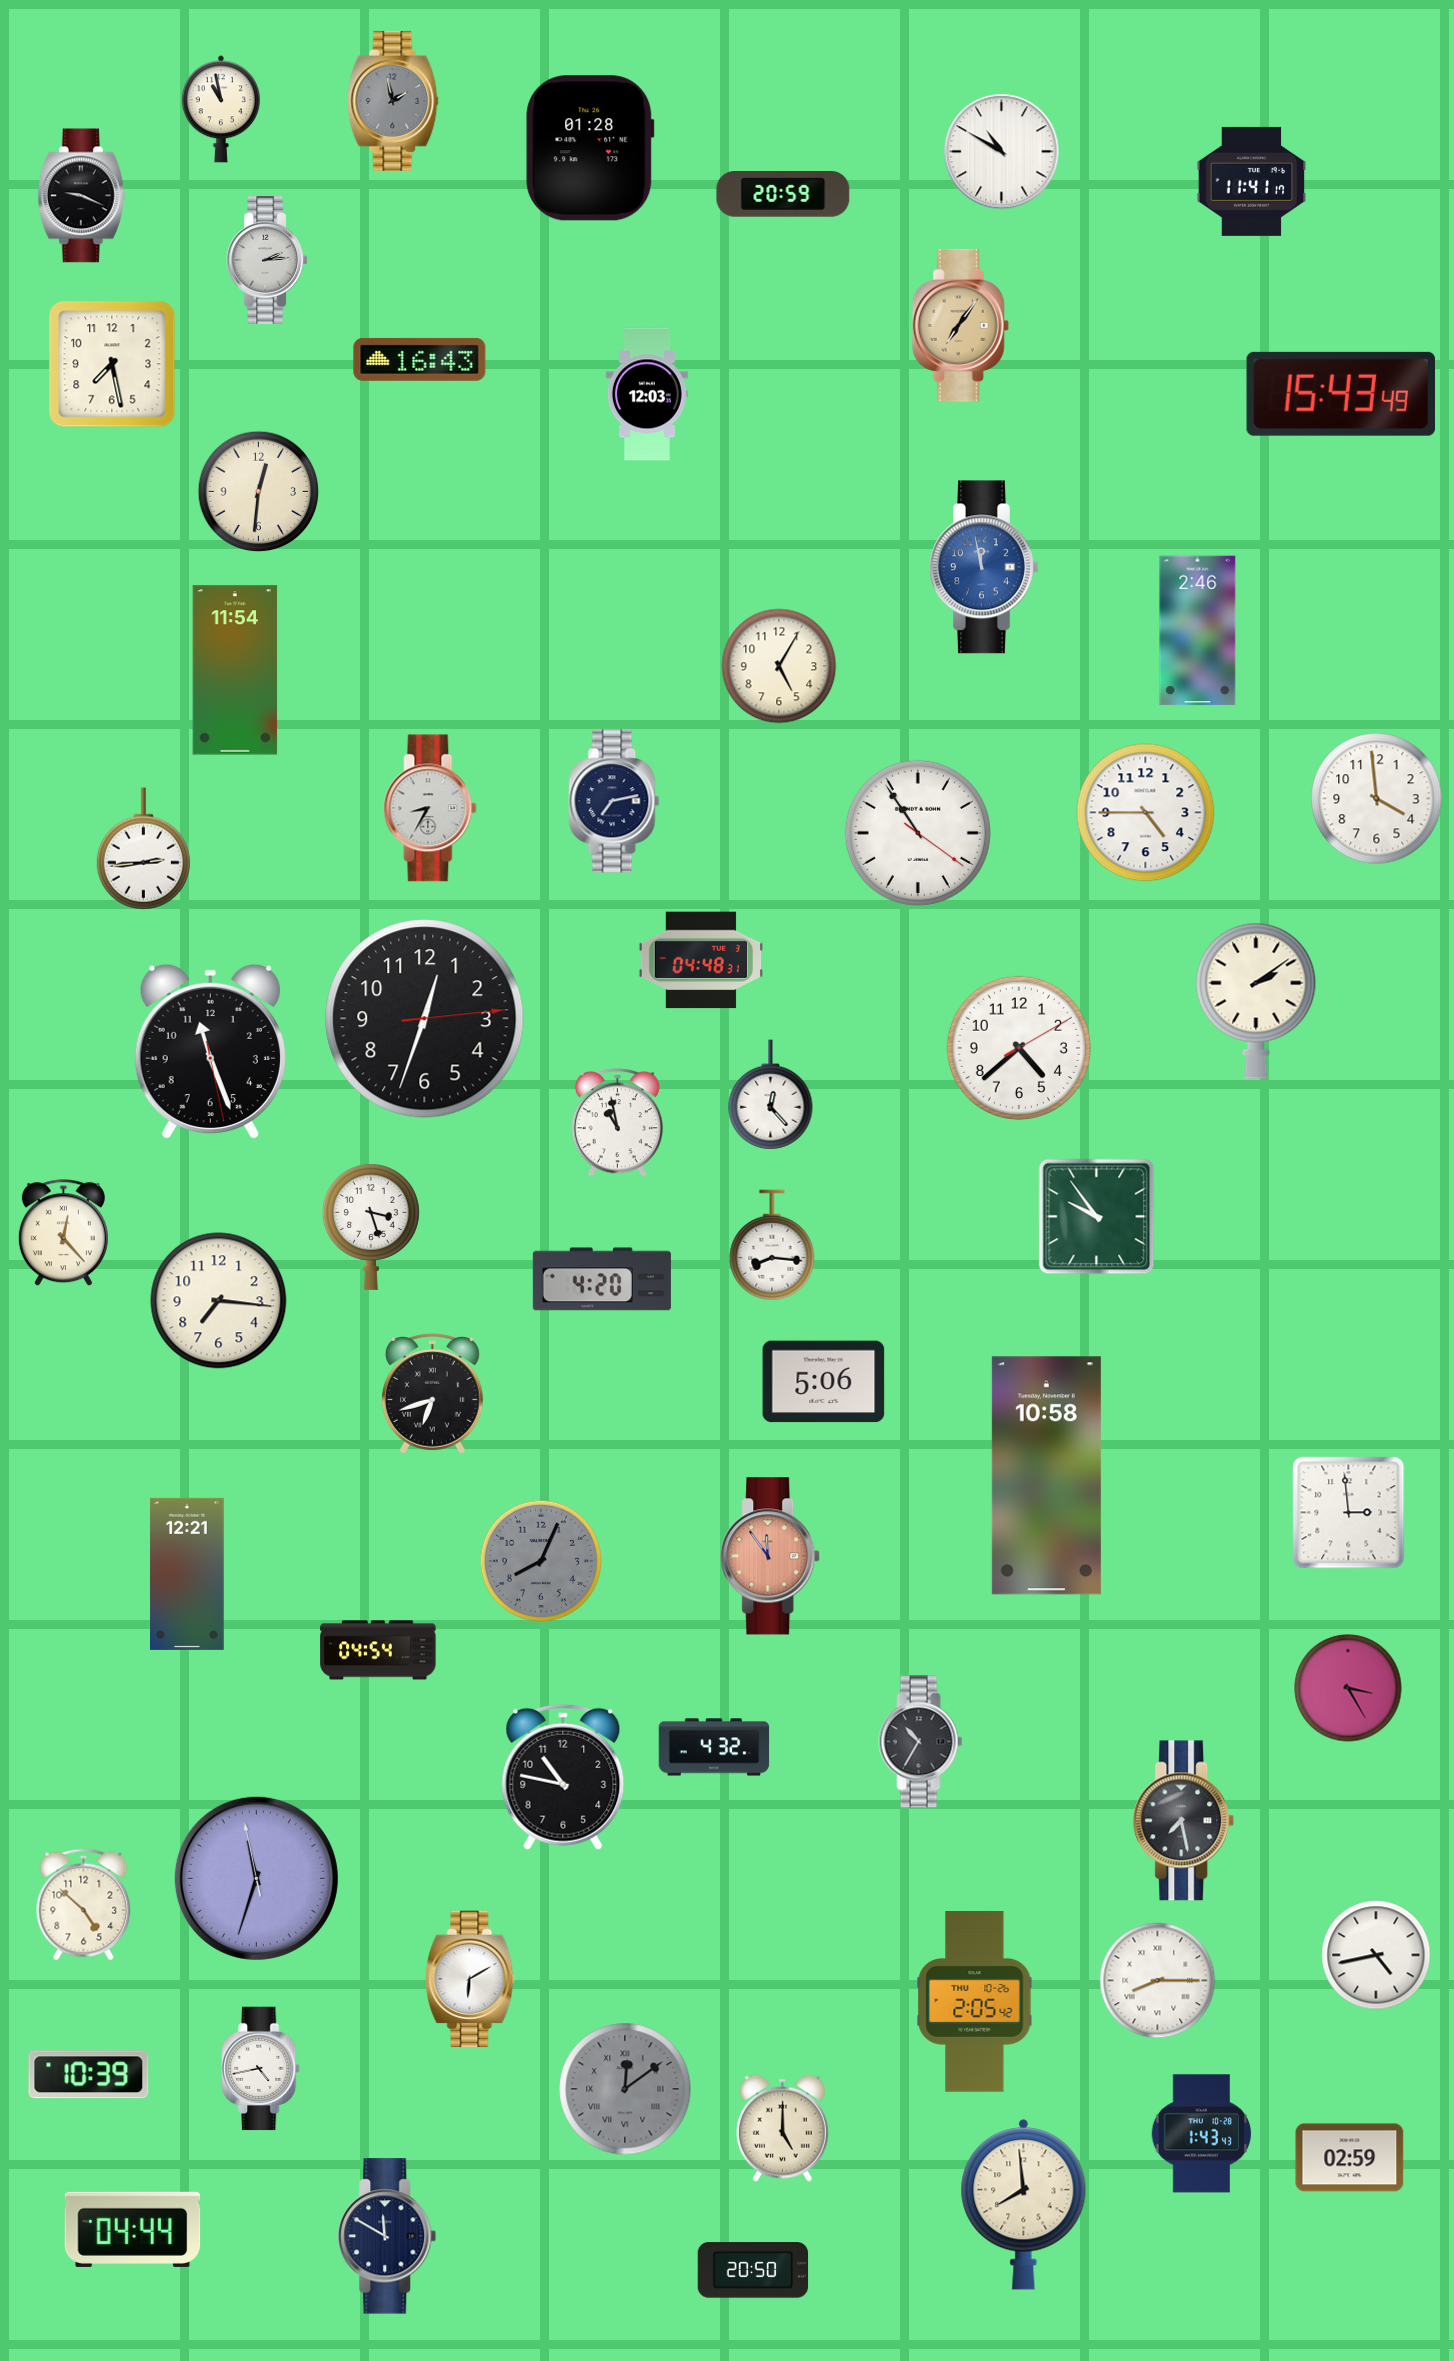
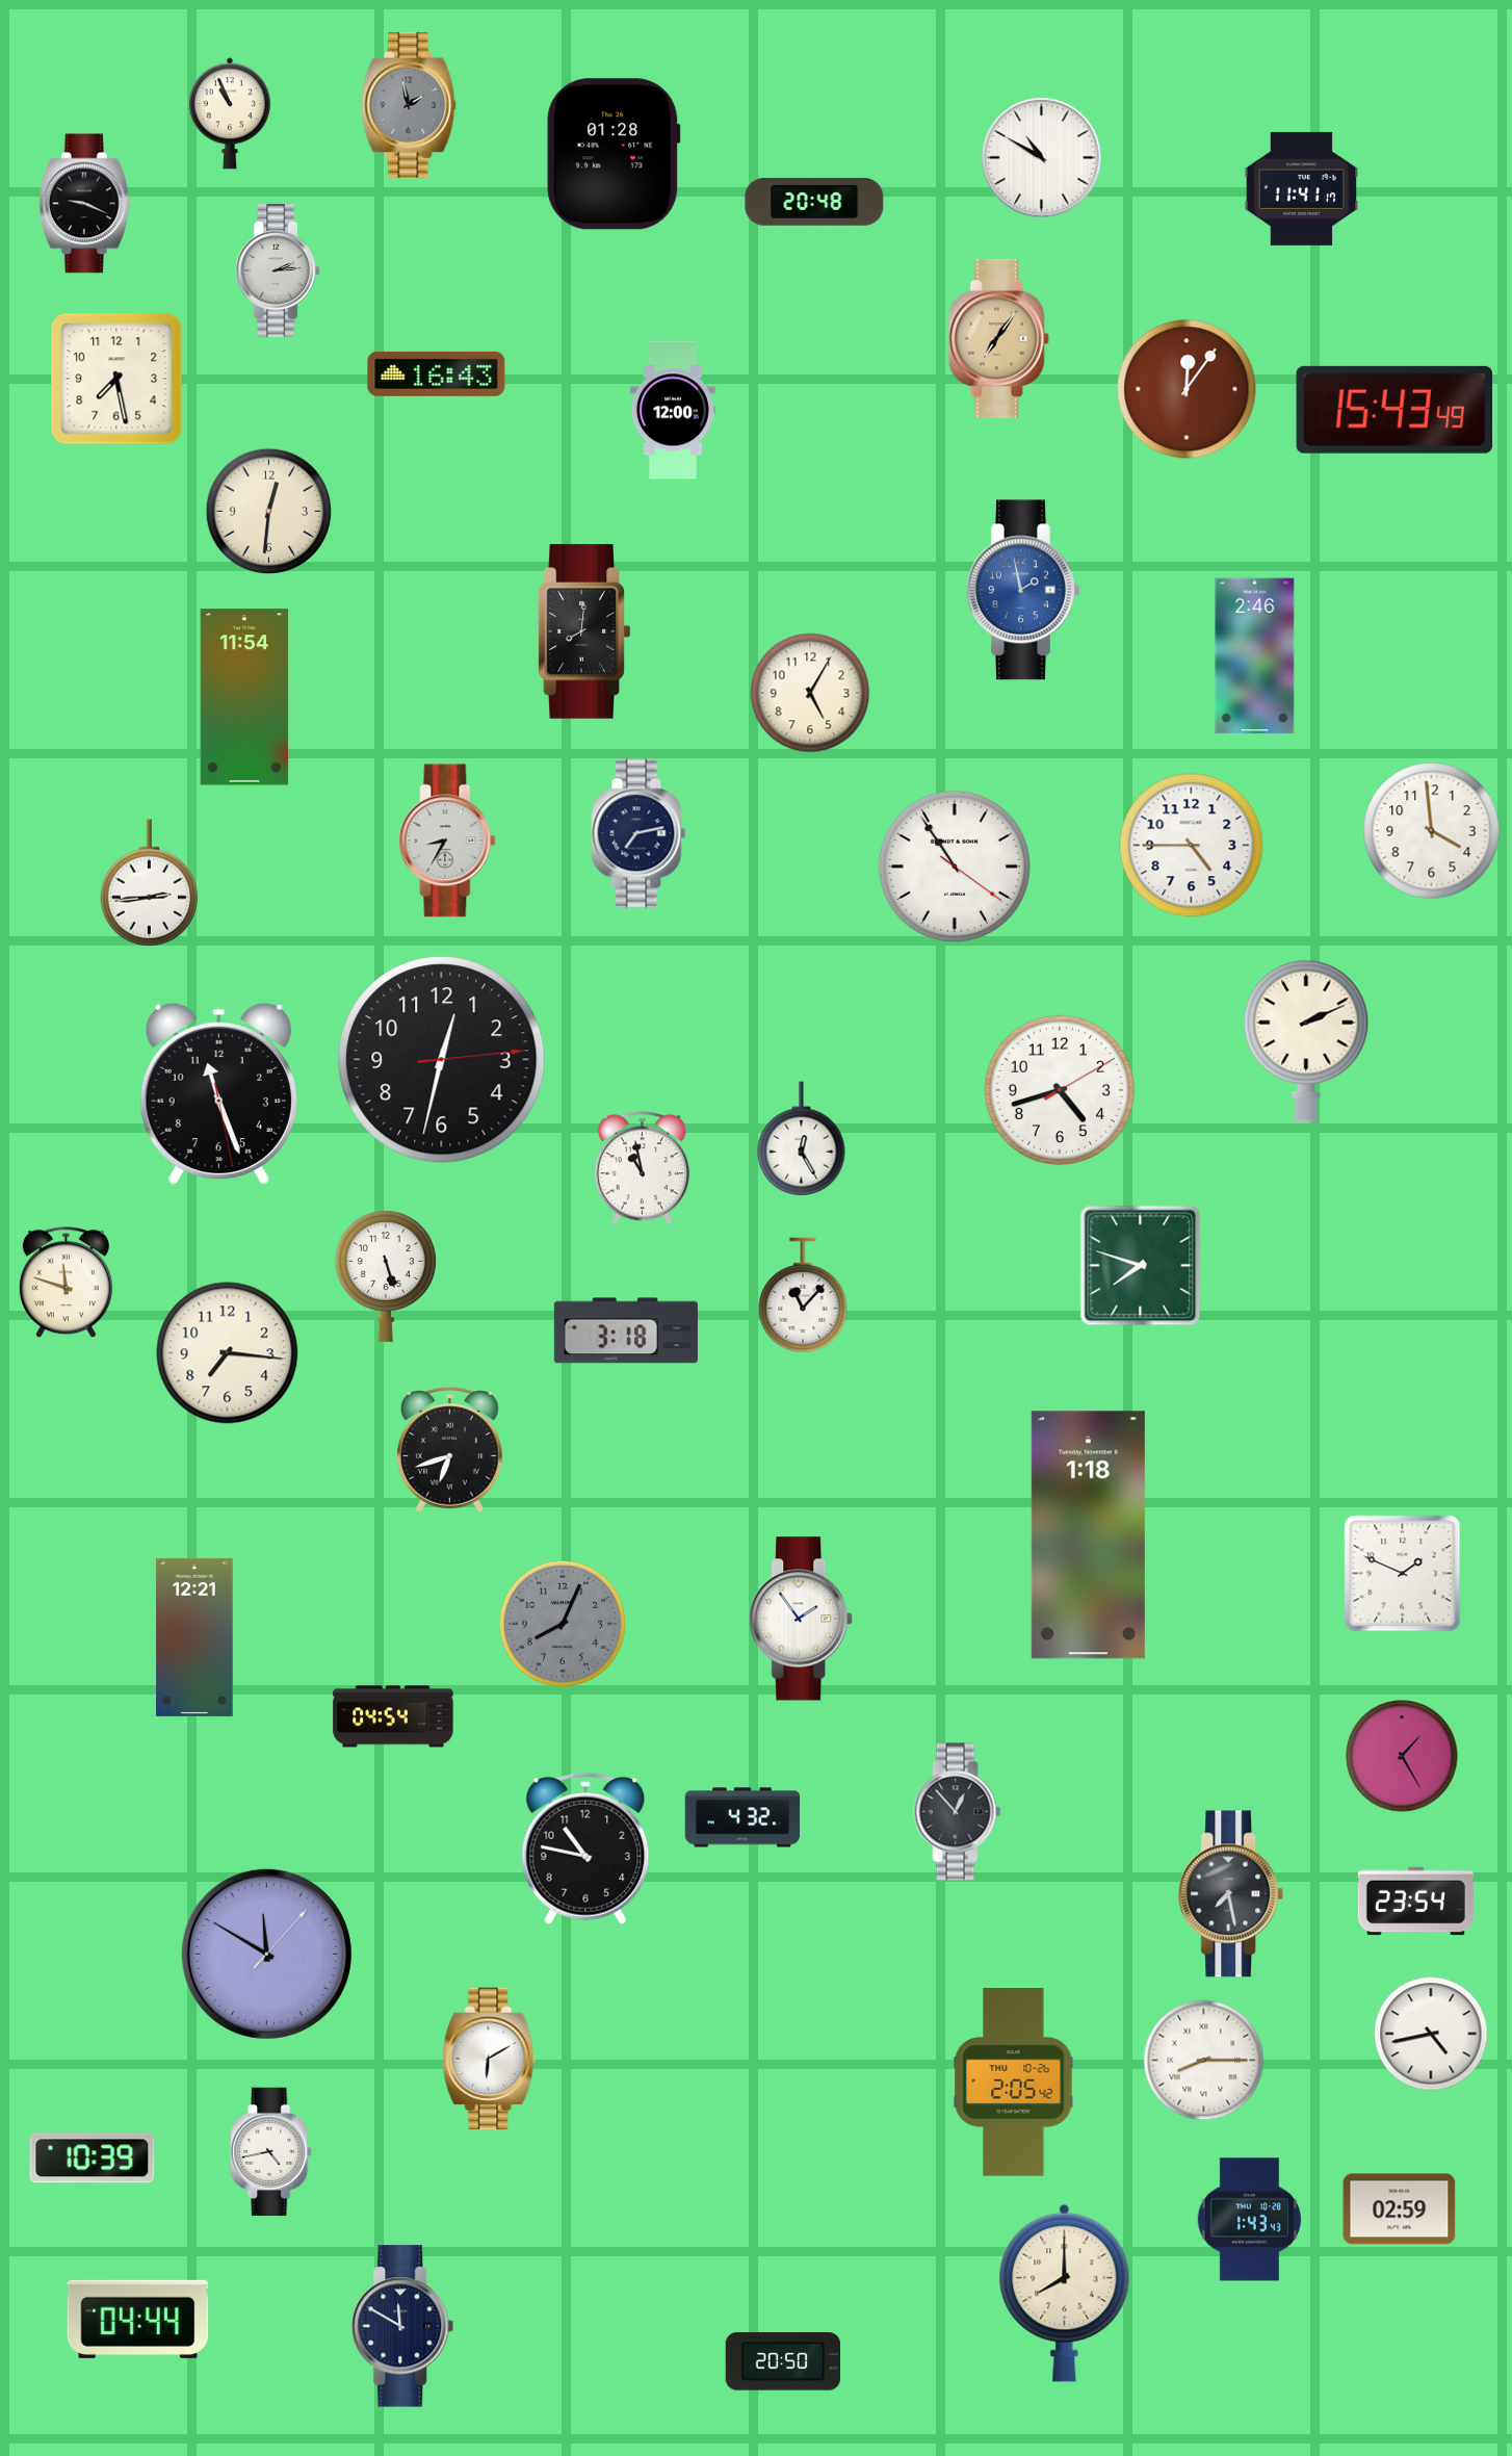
clock at (221, 109): 10:58 -> 10:56
clock at (783, 195): 20:59 -> 20:48
clock at (1187, 389): none -> 12:06
clock at (647, 394): 12:03 -> 12:00
clock at (985, 567): 11:58 -> 1:58
clock at (584, 631): none -> 8:01
clock at (1198, 631) position: (1198, 631) -> (1255, 656)
clock at (701, 960): 04:48 -> none
clock at (1256, 1001): 2:09 -> 2:11
clock at (425, 1019): 12:33 -> 12:32
clock at (1019, 1048): 4:38 -> 4:42
clock at (771, 1095): 12:23 -> 12:25
clock at (1097, 1217): 9:54 -> 7:48
clock at (371, 1227): 3:27 -> 5:27
clock at (63, 1233): 12:23 -> 11:48
clock at (772, 1245): 8:16 -> 11:07
clock at (602, 1279): 4:20 -> 3:18
clock at (824, 1382): 5:06 -> none
clock at (1046, 1476): 10:58 -> 1:18
clock at (1349, 1513): 2:59 -> 1:49
clock at (771, 1556): 11:54 -> 1:54
clock at (771, 1556) dial: salmon -> white
clock at (1348, 1688): 3:25 -> 1:25
clock at (921, 1742): 10:35 -> 12:53
clock at (1415, 1902): none -> 23:54
clock at (256, 1878): 11:32 -> 11:50
clock at (84, 1905): 4:52 -> none
clock at (625, 2089): 12:09 -> none
clock at (782, 2128): 5:00 -> none
clock at (1350, 2158) position: (1350, 2158) -> (1400, 2209)
clock at (1024, 2205): 7:59 -> 8:00
